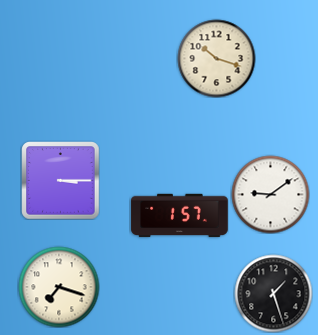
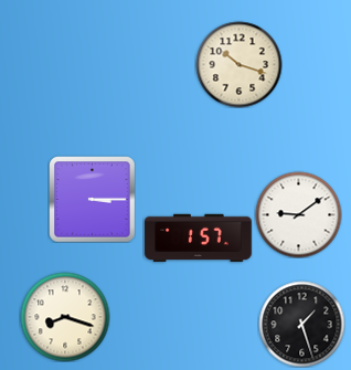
clock at (60, 180) position: (60, 180) -> (92, 199)
clock at (59, 287): 7:18 -> 8:18
